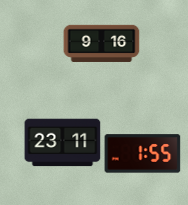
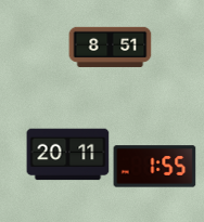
clock at (102, 43): 9:16 -> 8:51
clock at (63, 143): 23:11 -> 20:11
